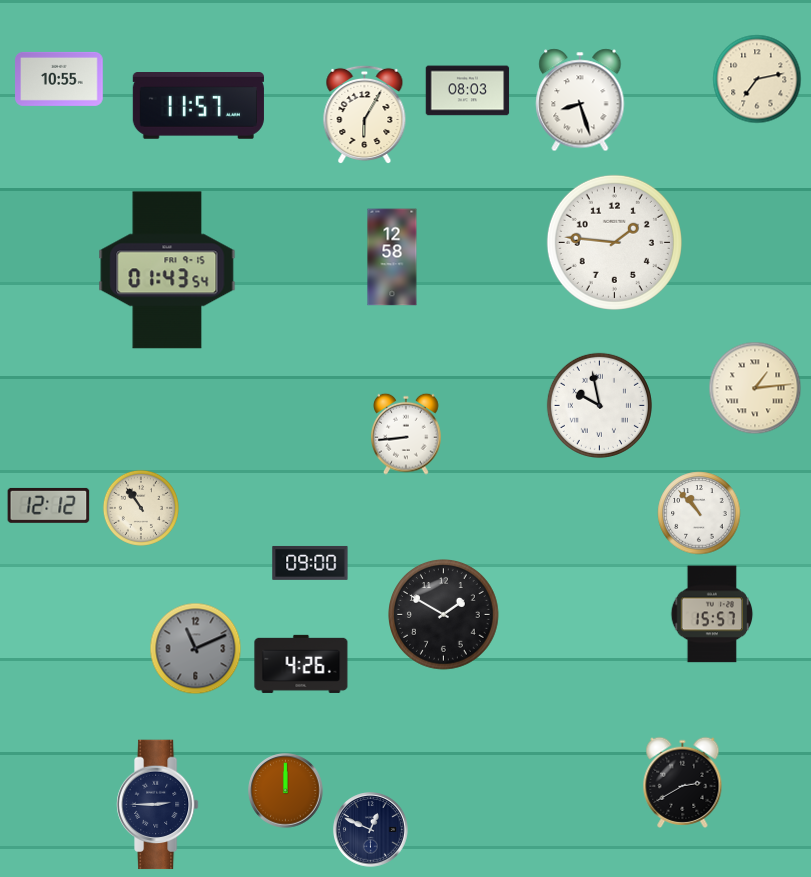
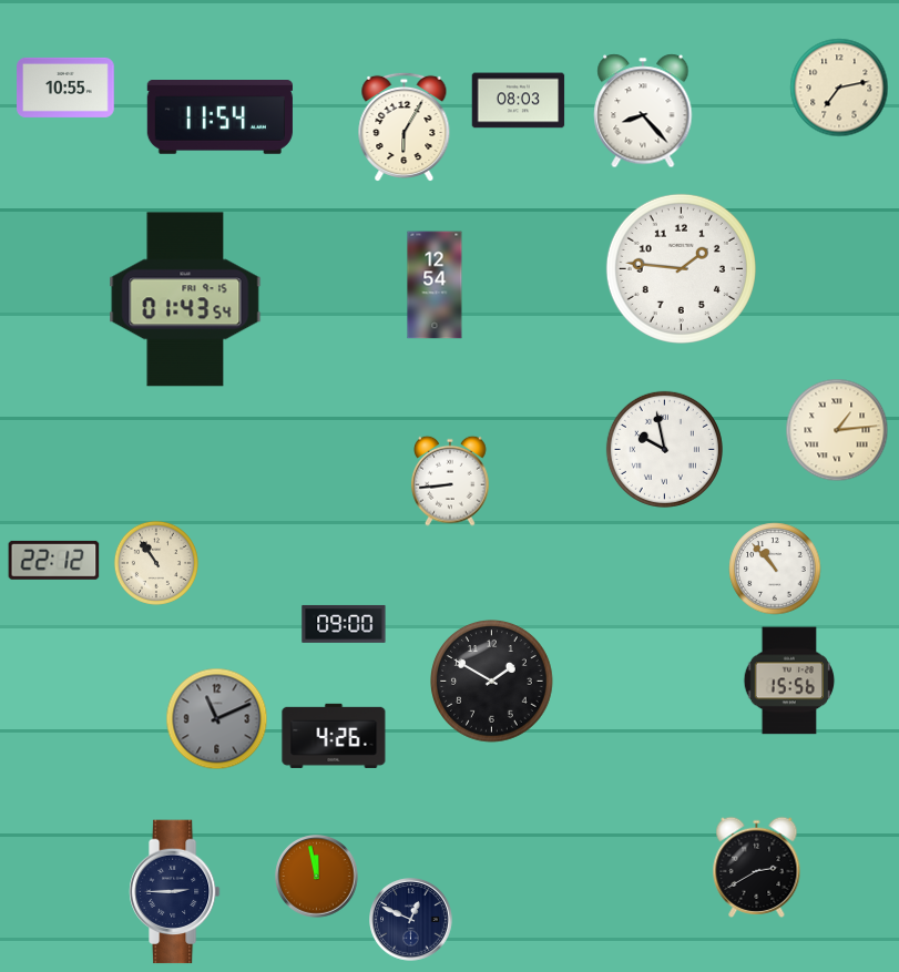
clock at (580, 100): 8:27 -> 8:23
clock at (198, 106): 11:57 -> 11:54
clock at (392, 257): 12:58 -> 12:54
clock at (49, 505): 12:12 -> 22:12
clock at (712, 614): 15:57 -> 15:56
clock at (286, 791): 12:00 -> 11:58
